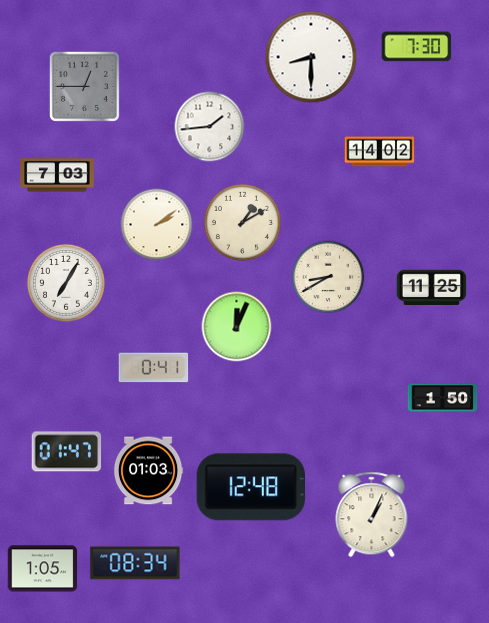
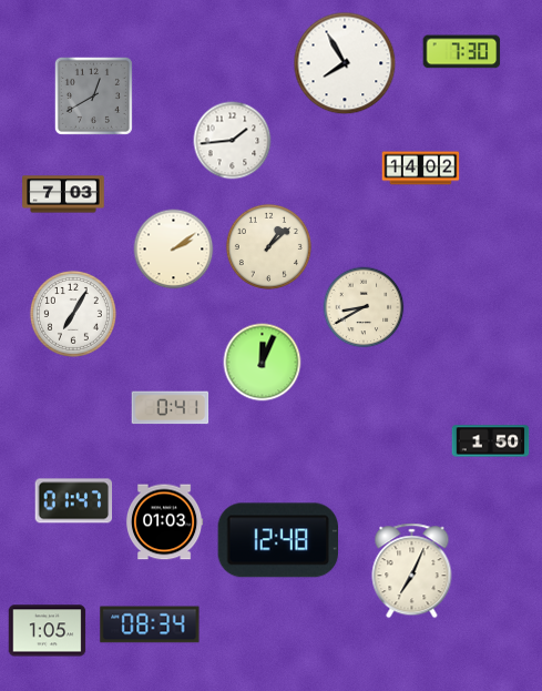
clock at (311, 57): 8:30 -> 7:55
clock at (84, 86): 12:45 -> 12:40
clock at (242, 222): 1:10 -> 1:08
clock at (432, 288): 11:25 -> none
clock at (372, 515): 1:04 -> 7:04
